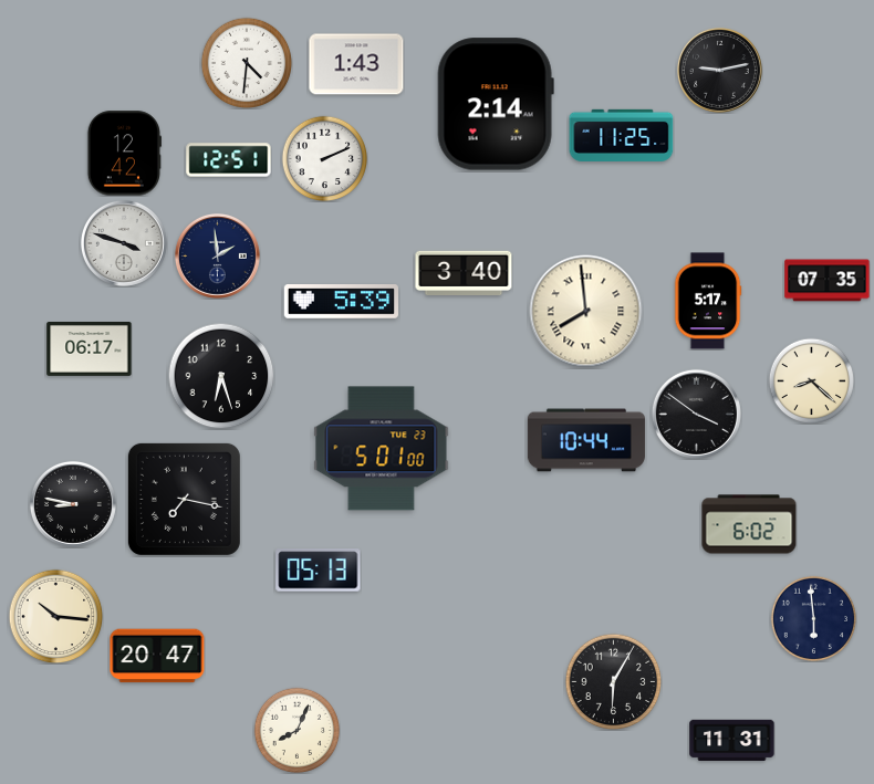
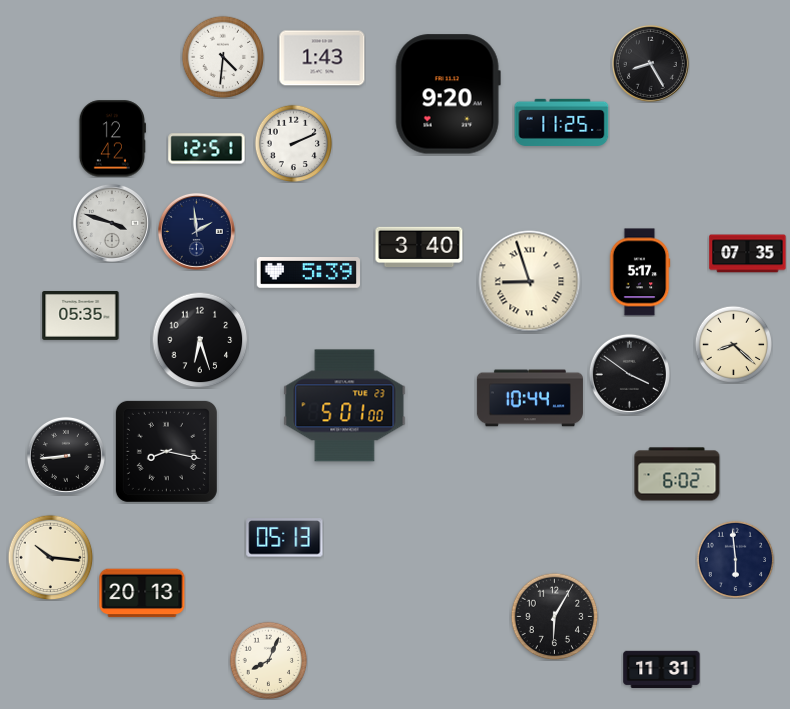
clock at (719, 70): 9:13 -> 8:25
clock at (496, 104): 2:14 -> 9:20
clock at (229, 160) position: (229, 160) -> (207, 149)
clock at (124, 243) position: (124, 243) -> (112, 223)
clock at (586, 312): 7:59 -> 8:57
clock at (90, 348): 06:17 -> 05:35
clock at (184, 499): 7:17 -> 8:17
clock at (73, 504): 8:47 -> 8:44
clock at (319, 571) position: (319, 571) -> (285, 538)
clock at (157, 656): 20:47 -> 20:13
